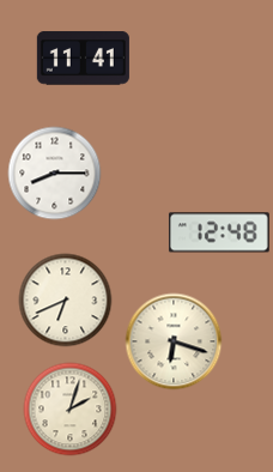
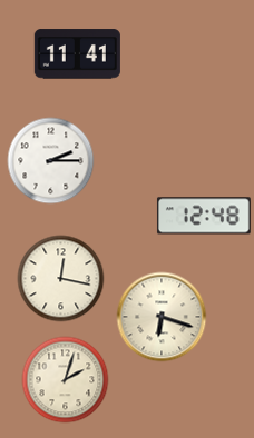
clock at (54, 173): 8:15 -> 2:15
clock at (65, 299): 6:41 -> 12:17
